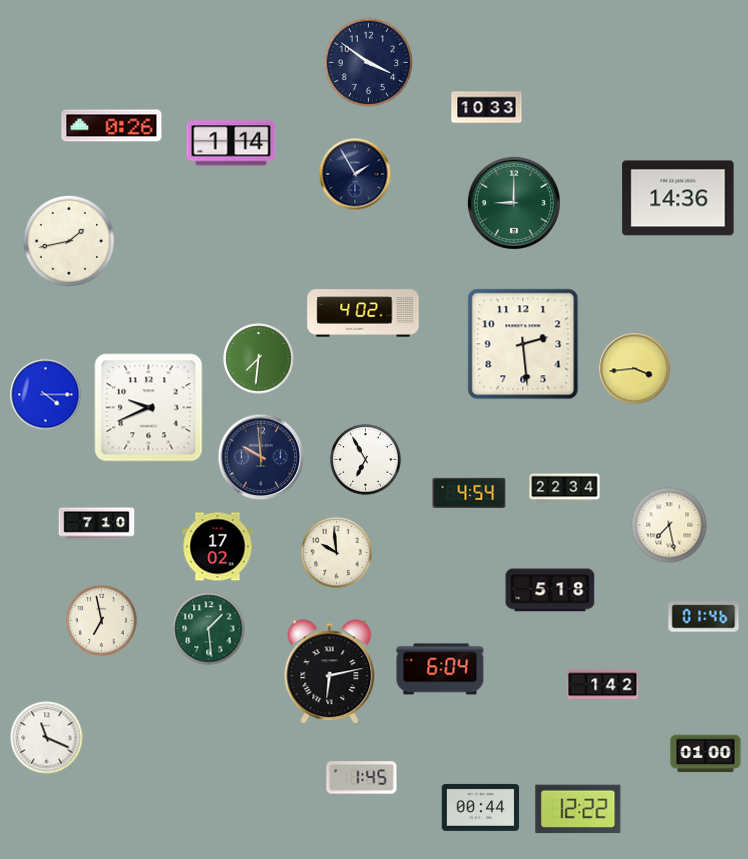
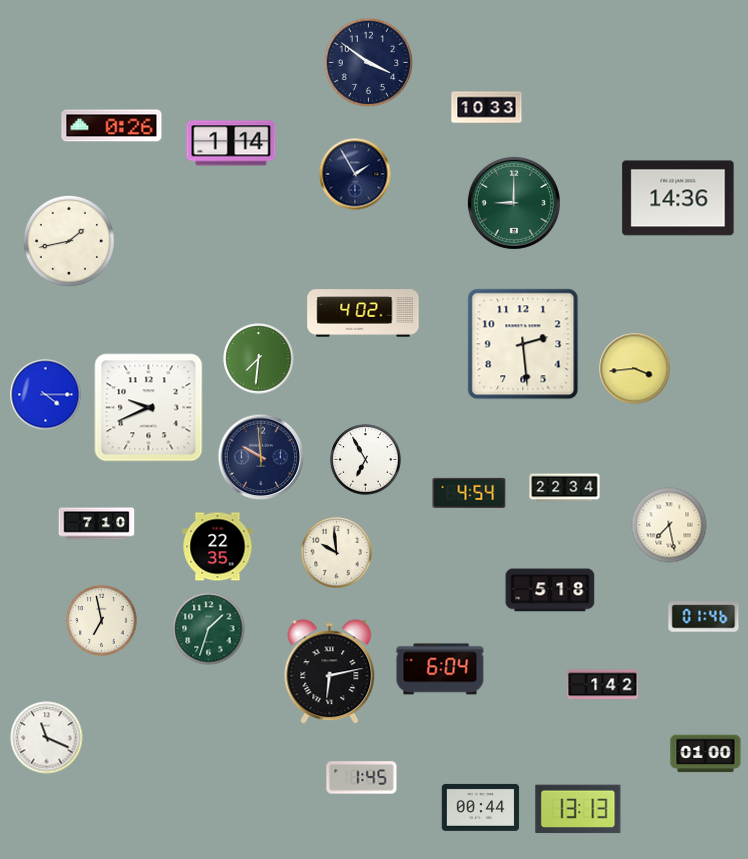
clock at (218, 547): 17:02 -> 22:35
clock at (209, 629): 1:29 -> 1:33
clock at (578, 809): 12:22 -> 13:13
